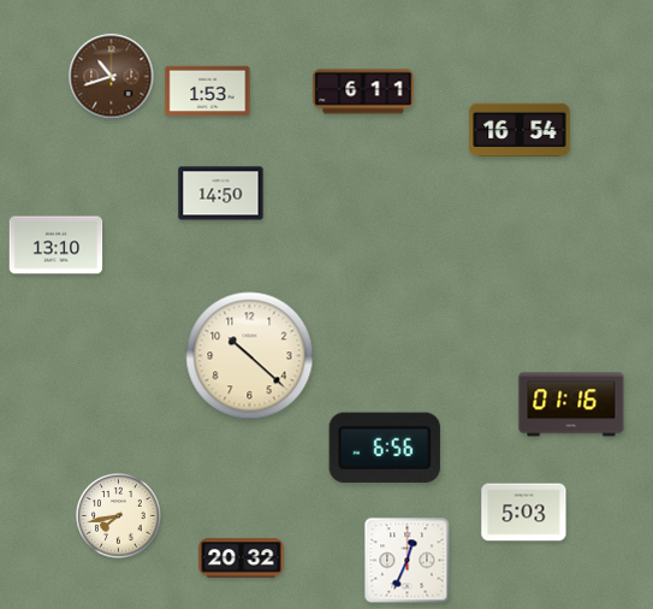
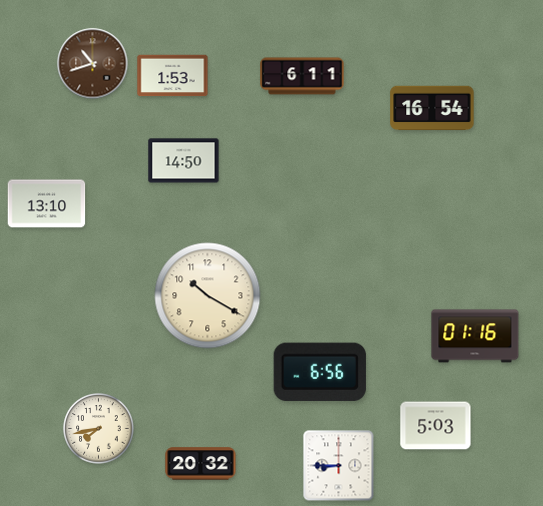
clock at (250, 356): 10:22 -> 10:20
clock at (408, 561): 12:34 -> 8:45
